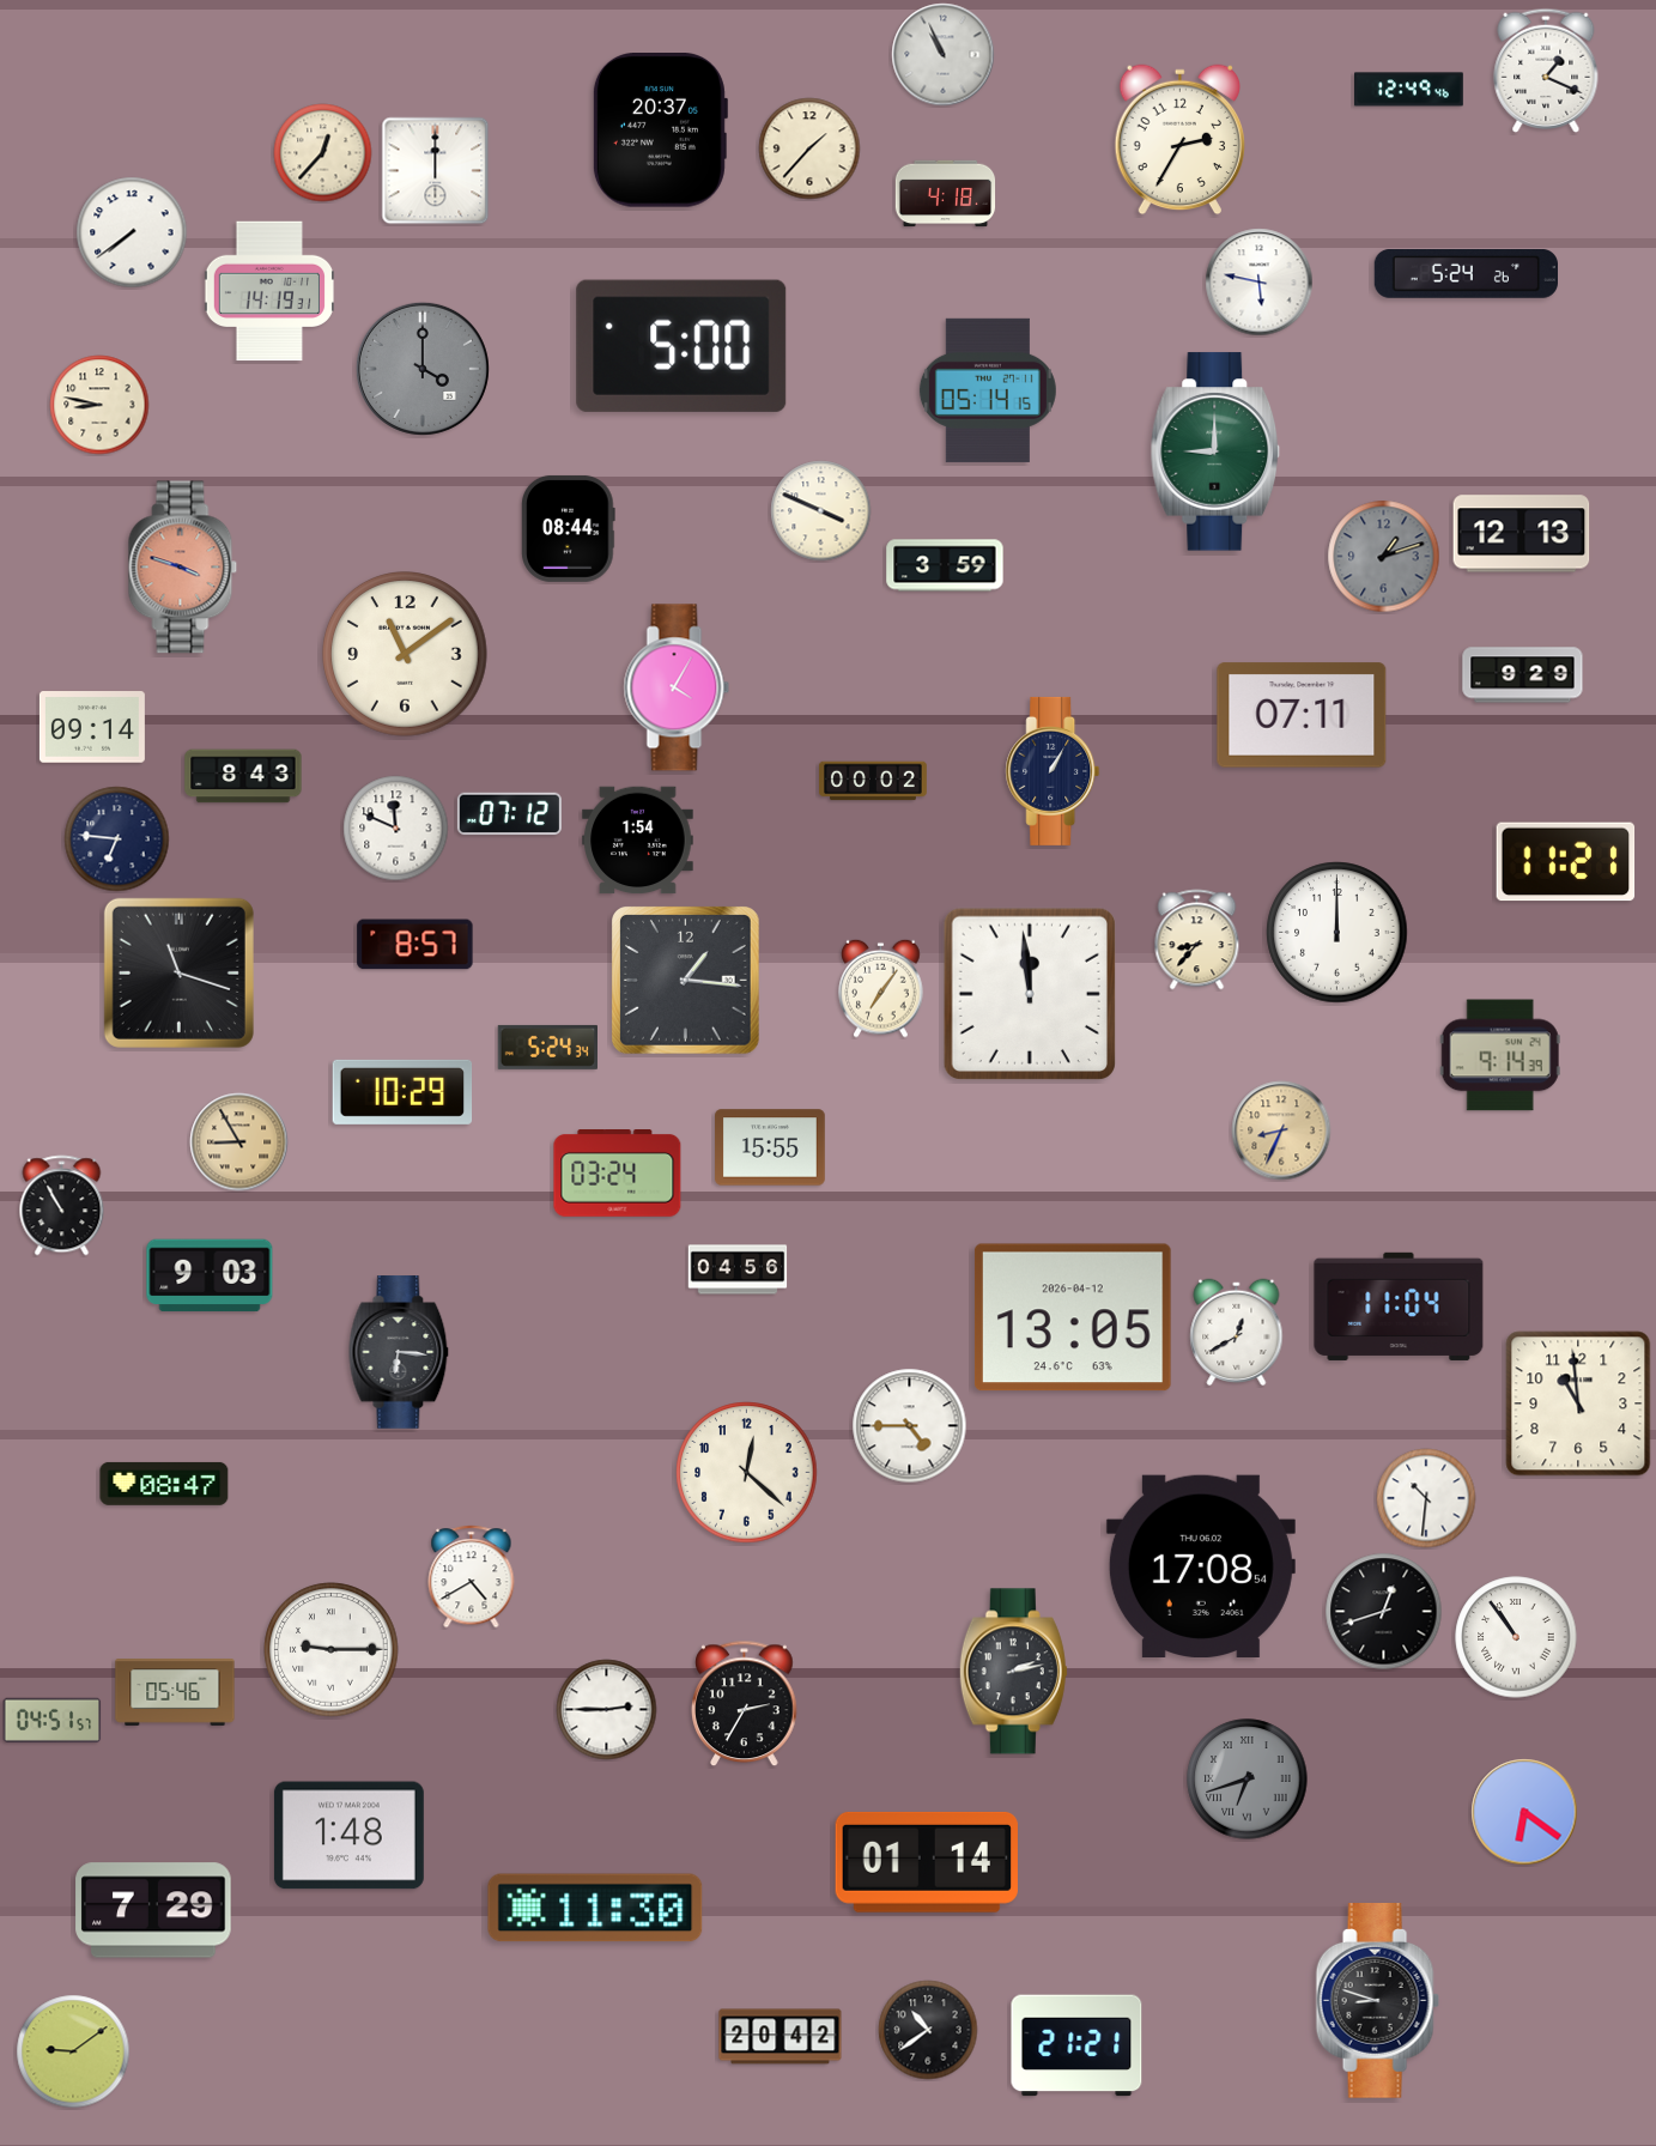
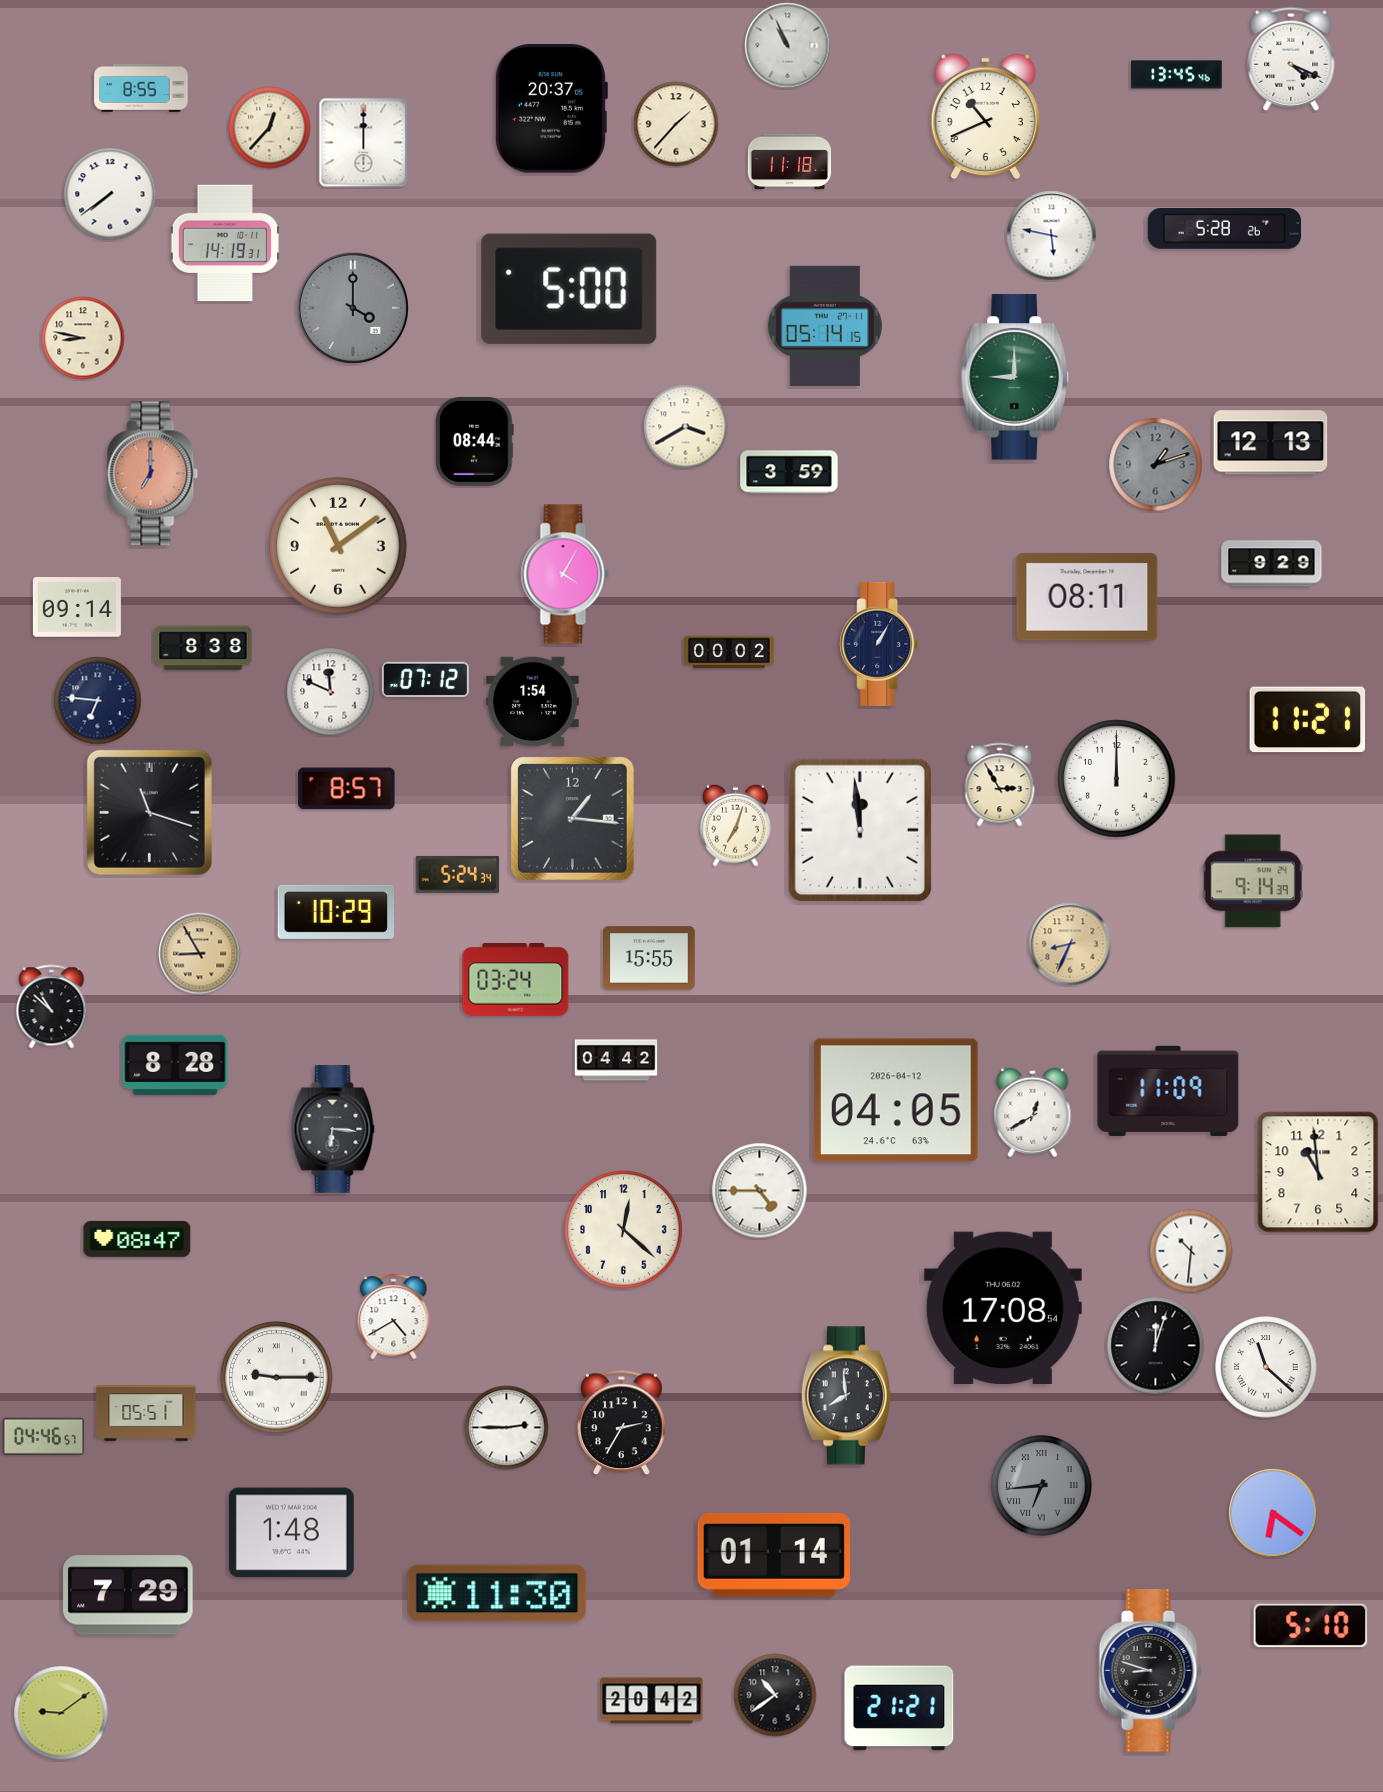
clock at (1546, 71): 1:19 -> 4:19
clock at (1409, 90): 12:49 -> 13:45
clock at (141, 88): none -> 8:55
clock at (1179, 140): 2:35 -> 10:41
clock at (946, 194): 4:18 -> 11:18
clock at (1466, 274): 5:24 -> 5:28
clock at (821, 511): 3:49 -> 3:40
clock at (1522, 534) position: (1522, 534) -> (1271, 443)
clock at (183, 568): 3:48 -> 7:00
clock at (1302, 715): 07:11 -> 08:11
clock at (243, 776): 8:43 -> 8:38
clock at (1197, 940): 8:37 -> 2:55
clock at (881, 988): 7:06 -> 7:03
clock at (770, 1147) position: (770, 1147) -> (649, 958)
clock at (62, 1206): 10:55 -> 10:52
clock at (738, 1269): 04:56 -> 04:42
clock at (210, 1275): 9:03 -> 8:28
clock at (1399, 1307): 11:04 -> 11:09
clock at (1073, 1317): 13:05 -> 04:05
clock at (1384, 1612): 12:42 -> 12:03
clock at (1516, 1637): 10:54 -> 11:22
clock at (1013, 1672): 2:13 -> 7:59
clock at (175, 1692): 05:46 -> 05:51
clock at (53, 1720): 04:51 -> 04:46
clock at (1248, 1780): 6:42 -> 6:44
clock at (1311, 1626): none -> 5:10
